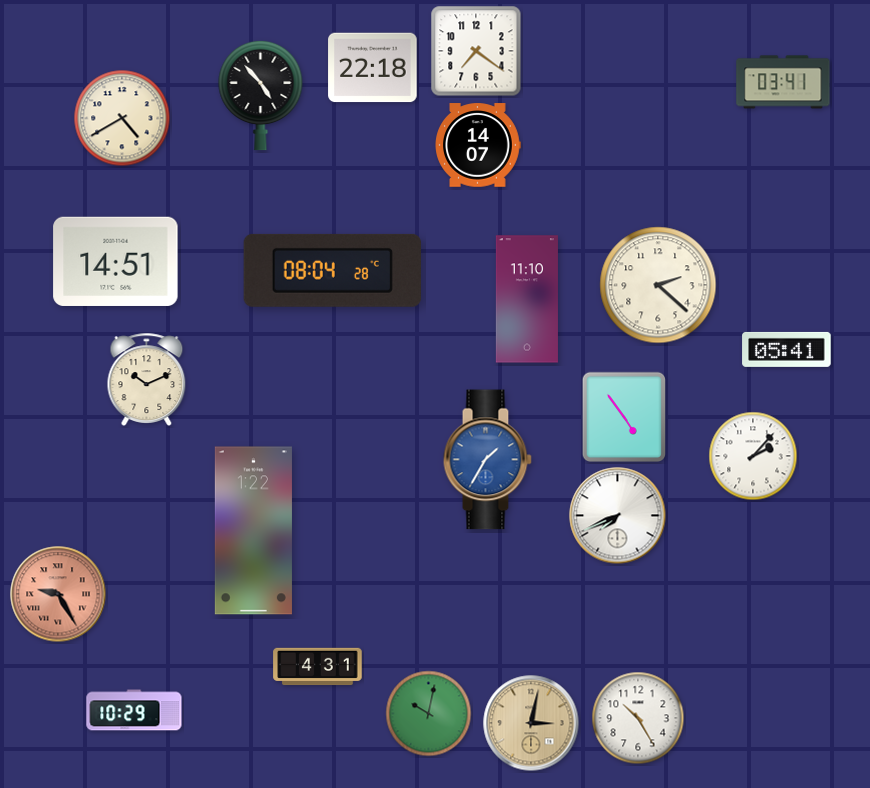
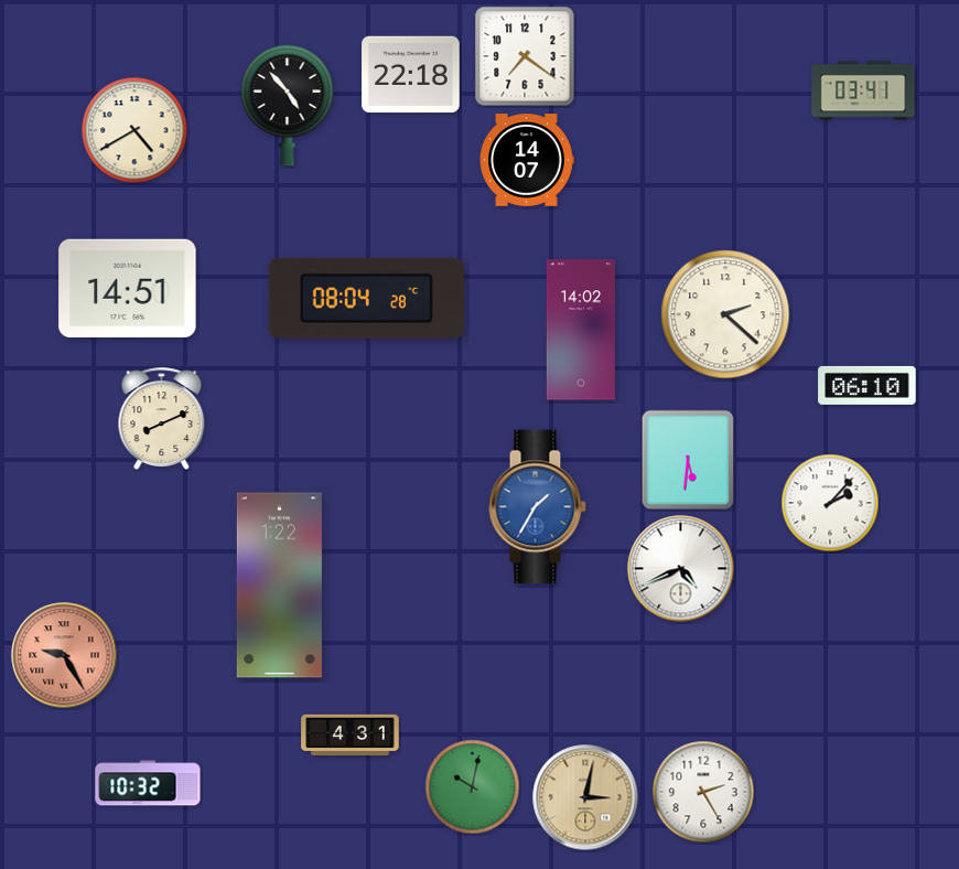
clock at (527, 299): 11:10 -> 14:02
clock at (787, 349): 05:41 -> 06:10
clock at (147, 379): 10:11 -> 8:11
clock at (623, 416): 4:54 -> 5:31
clock at (618, 516): 7:41 -> 4:41
clock at (134, 710): 10:29 -> 10:32
clock at (638, 718): 10:25 -> 2:25
